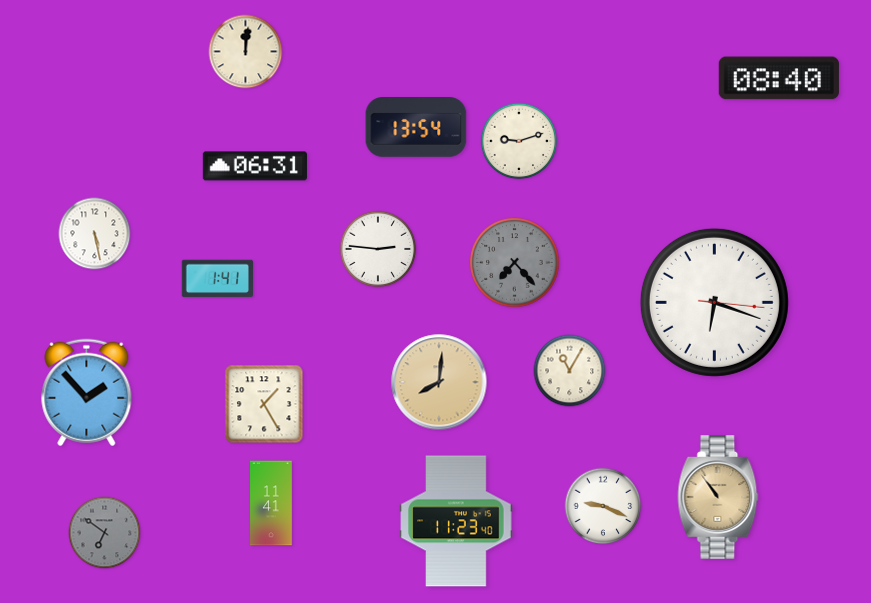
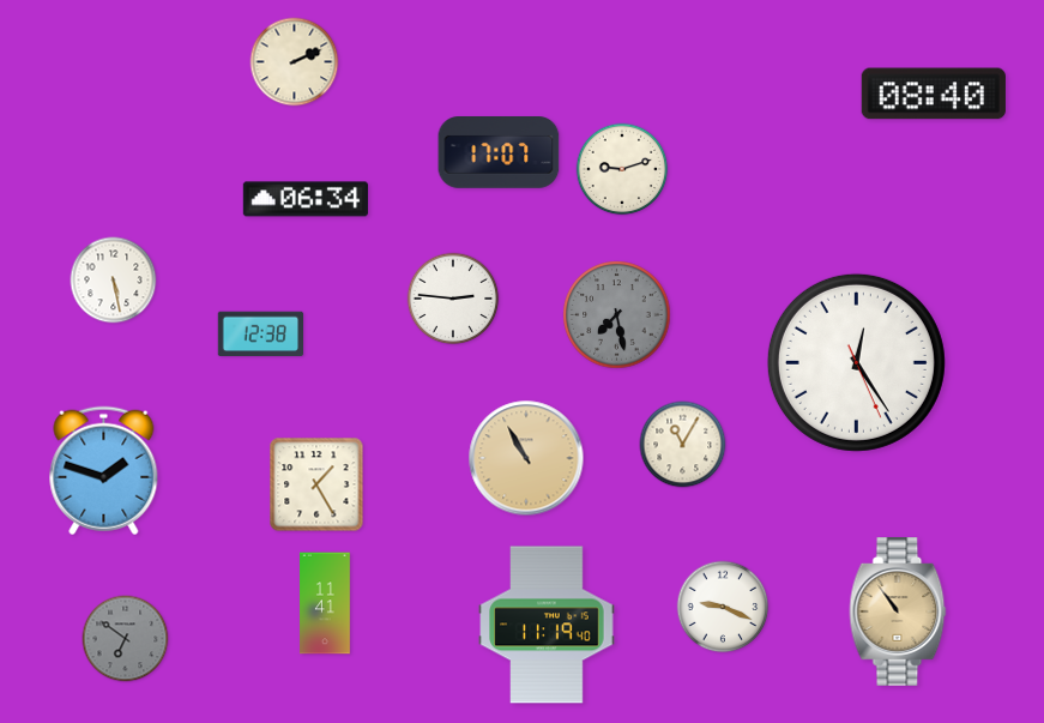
clock at (246, 52): 12:01 -> 2:11
clock at (416, 128): 13:54 -> 17:07
clock at (255, 166): 06:31 -> 06:34
clock at (515, 263): 7:23 -> 7:28
clock at (217, 279): 1:41 -> 12:38
clock at (714, 302): 6:18 -> 12:24
clock at (439, 382): 8:01 -> 10:55
clock at (87, 393): 1:53 -> 1:48
clock at (718, 498) position: (718, 498) -> (898, 613)
clock at (456, 521): 11:23 -> 11:19
